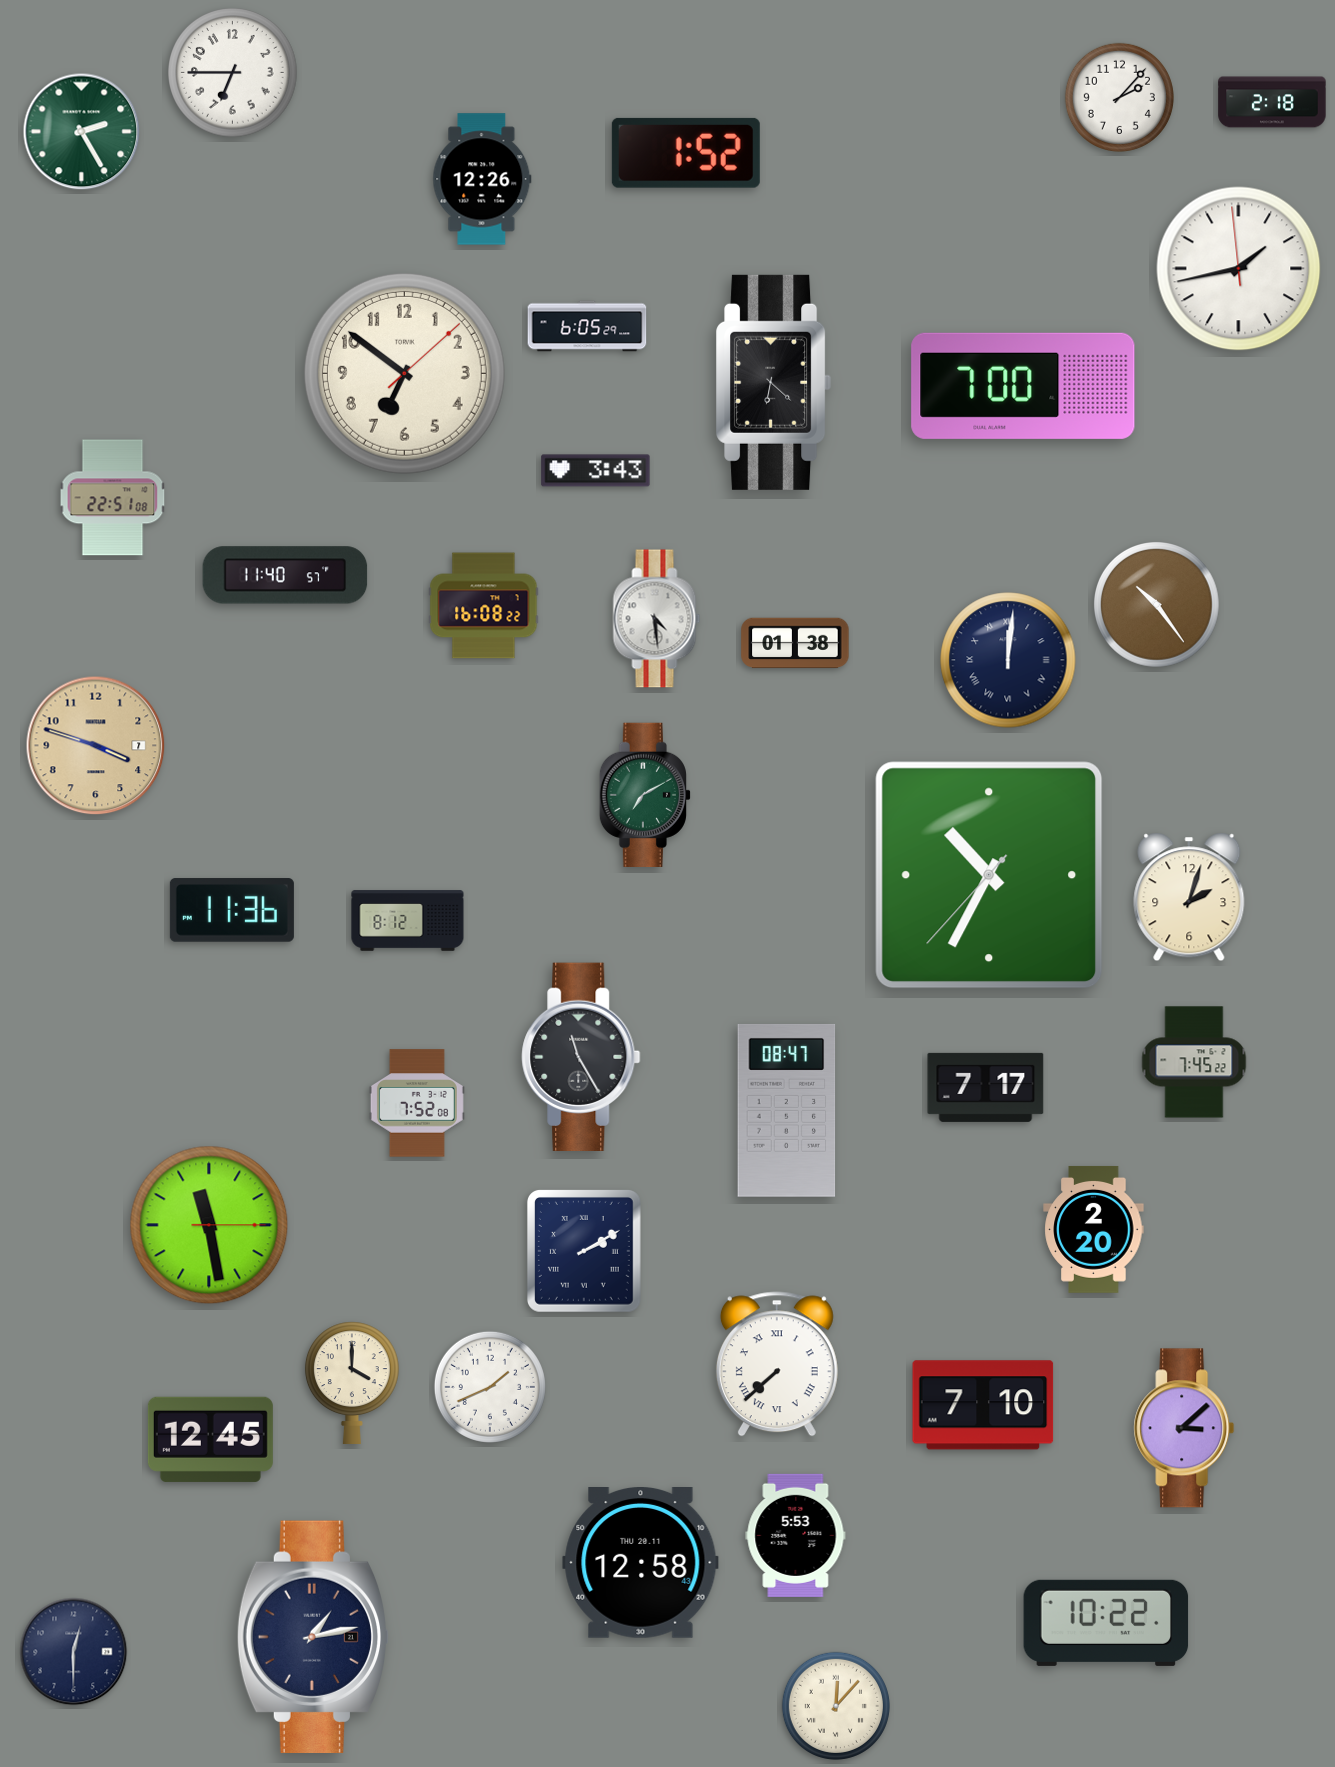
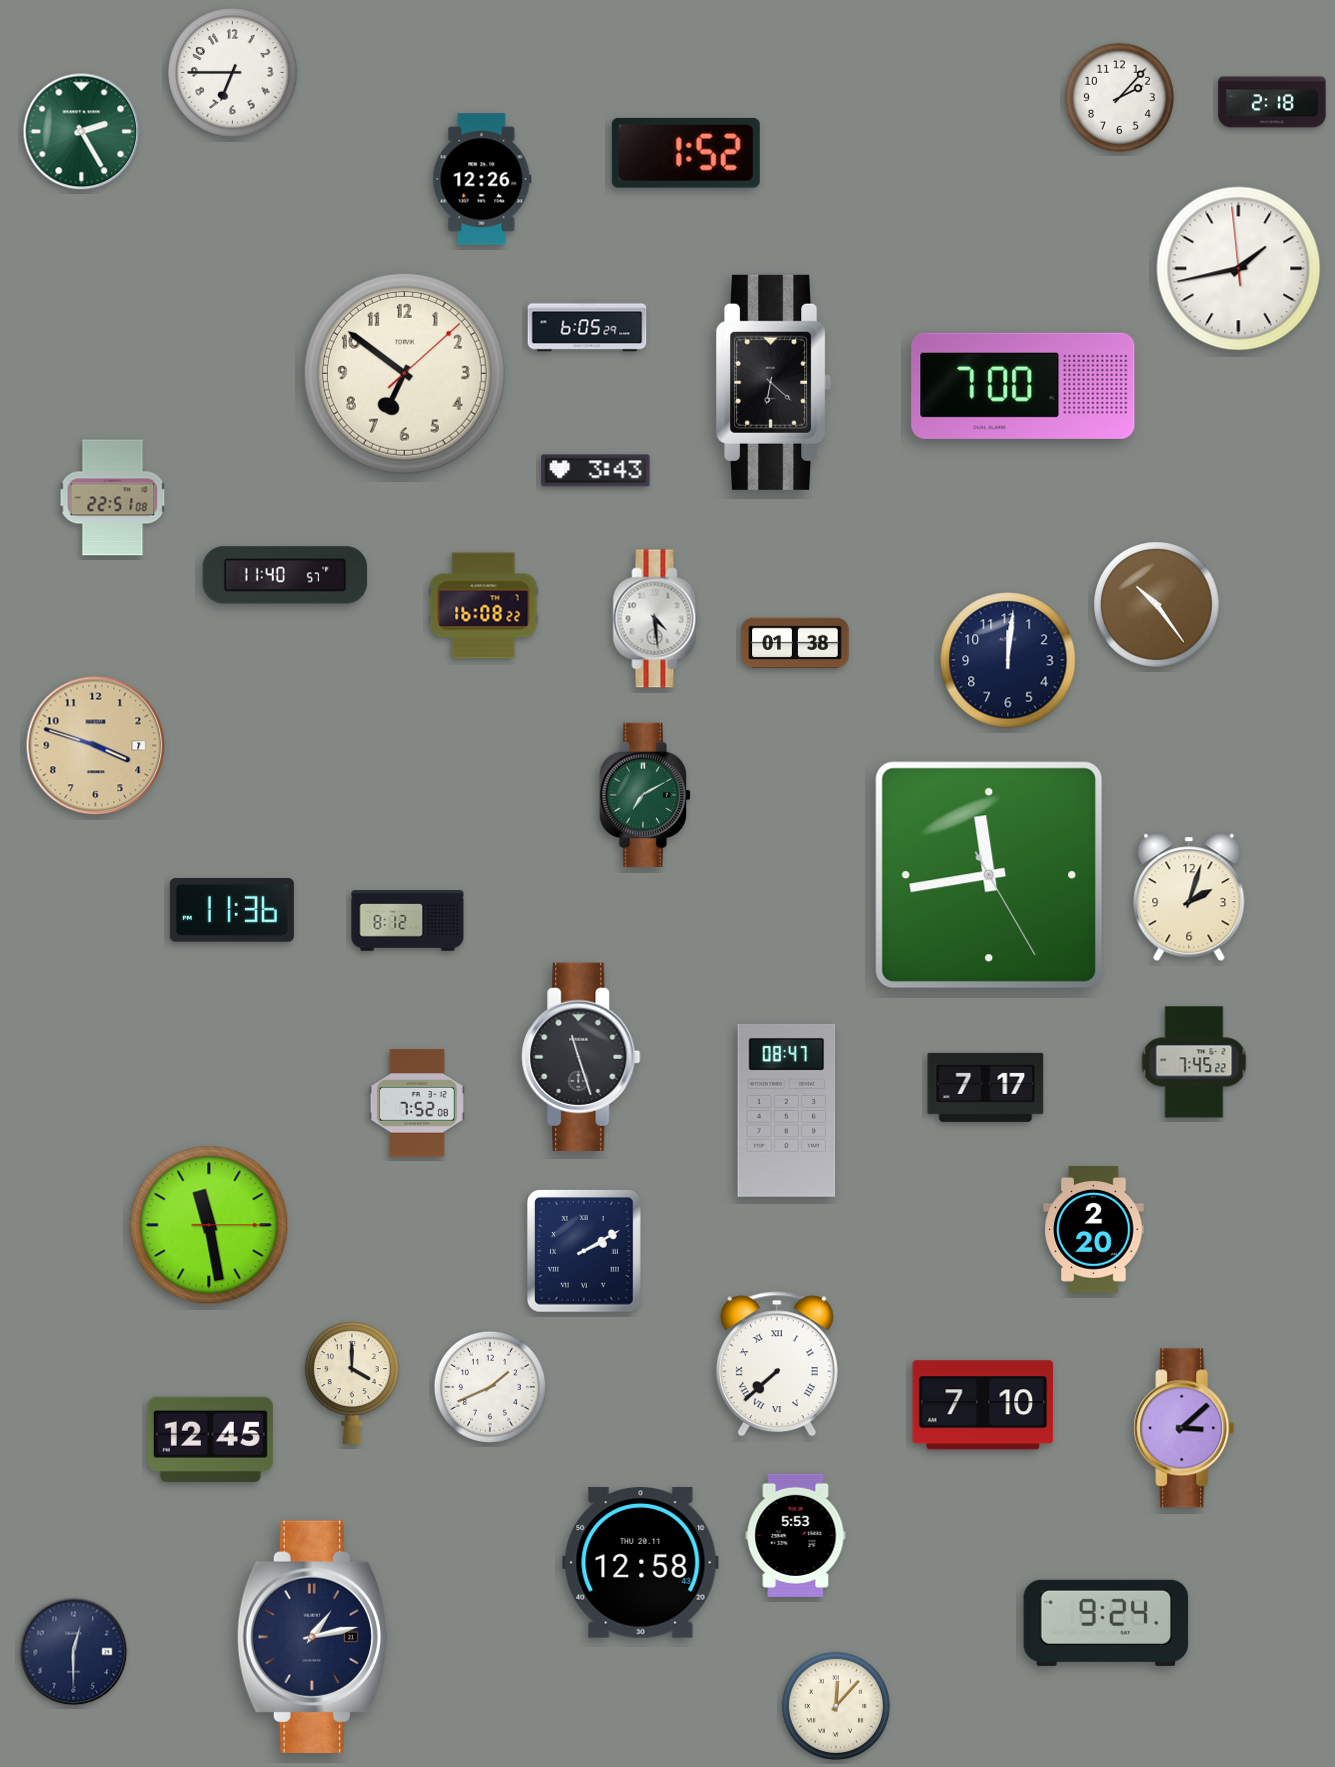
clock at (1008, 660) numerals: Roman -> Arabic
clock at (989, 875): 10:34 -> 11:43
clock at (581, 1056): 11:25 -> 11:27
clock at (1106, 1623): 10:22 -> 9:24
